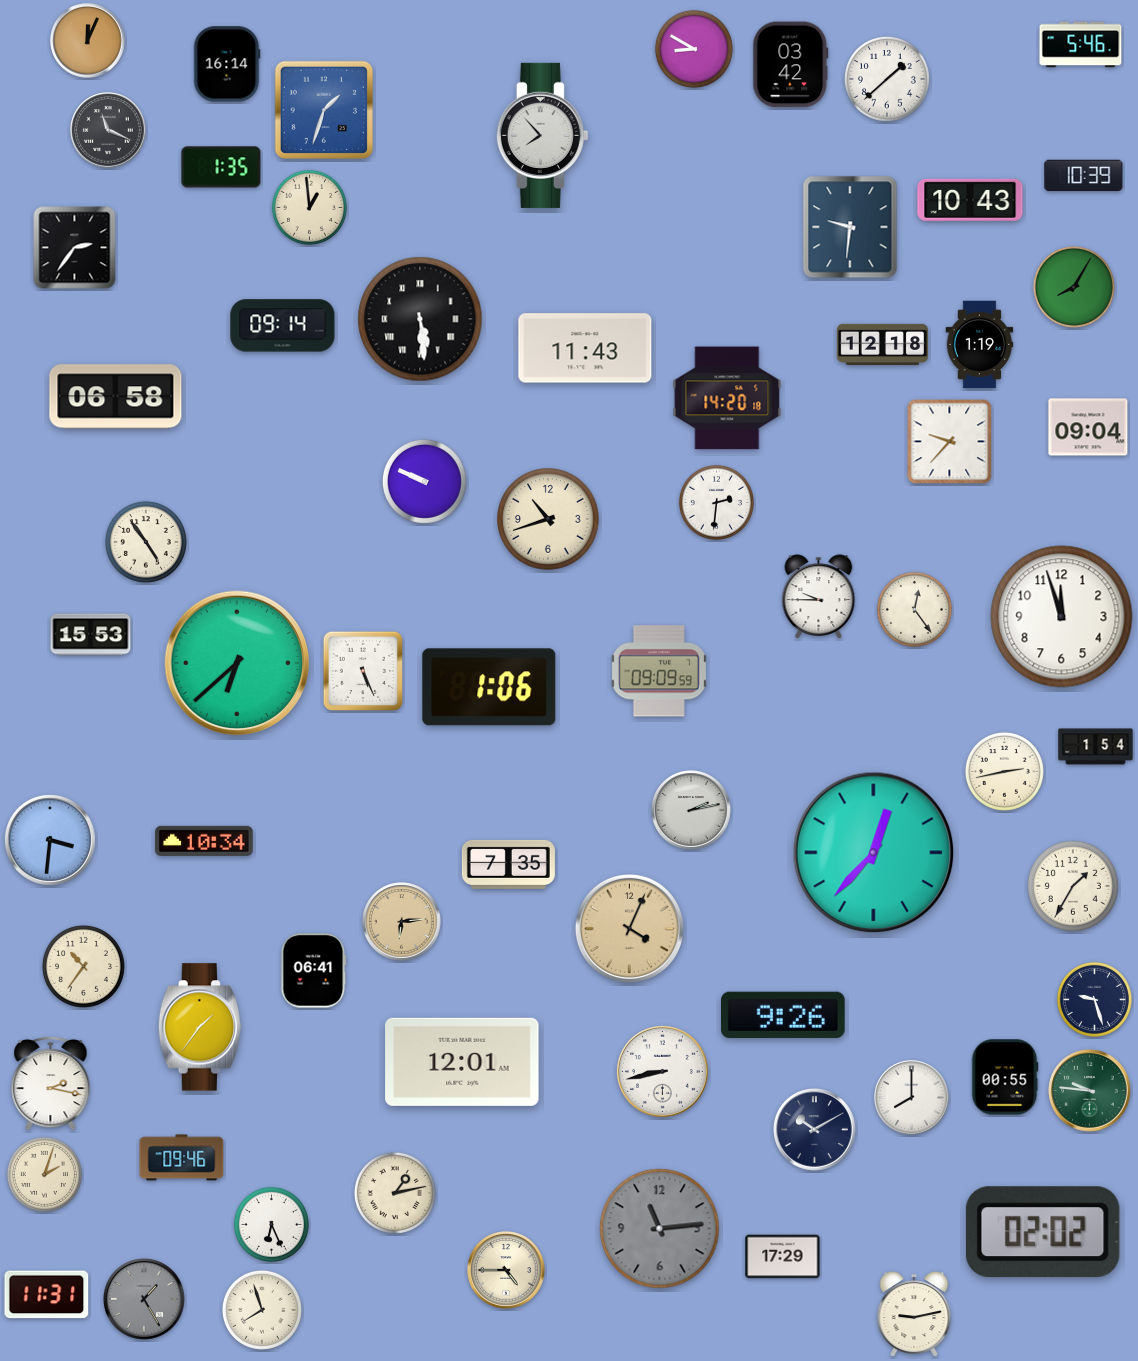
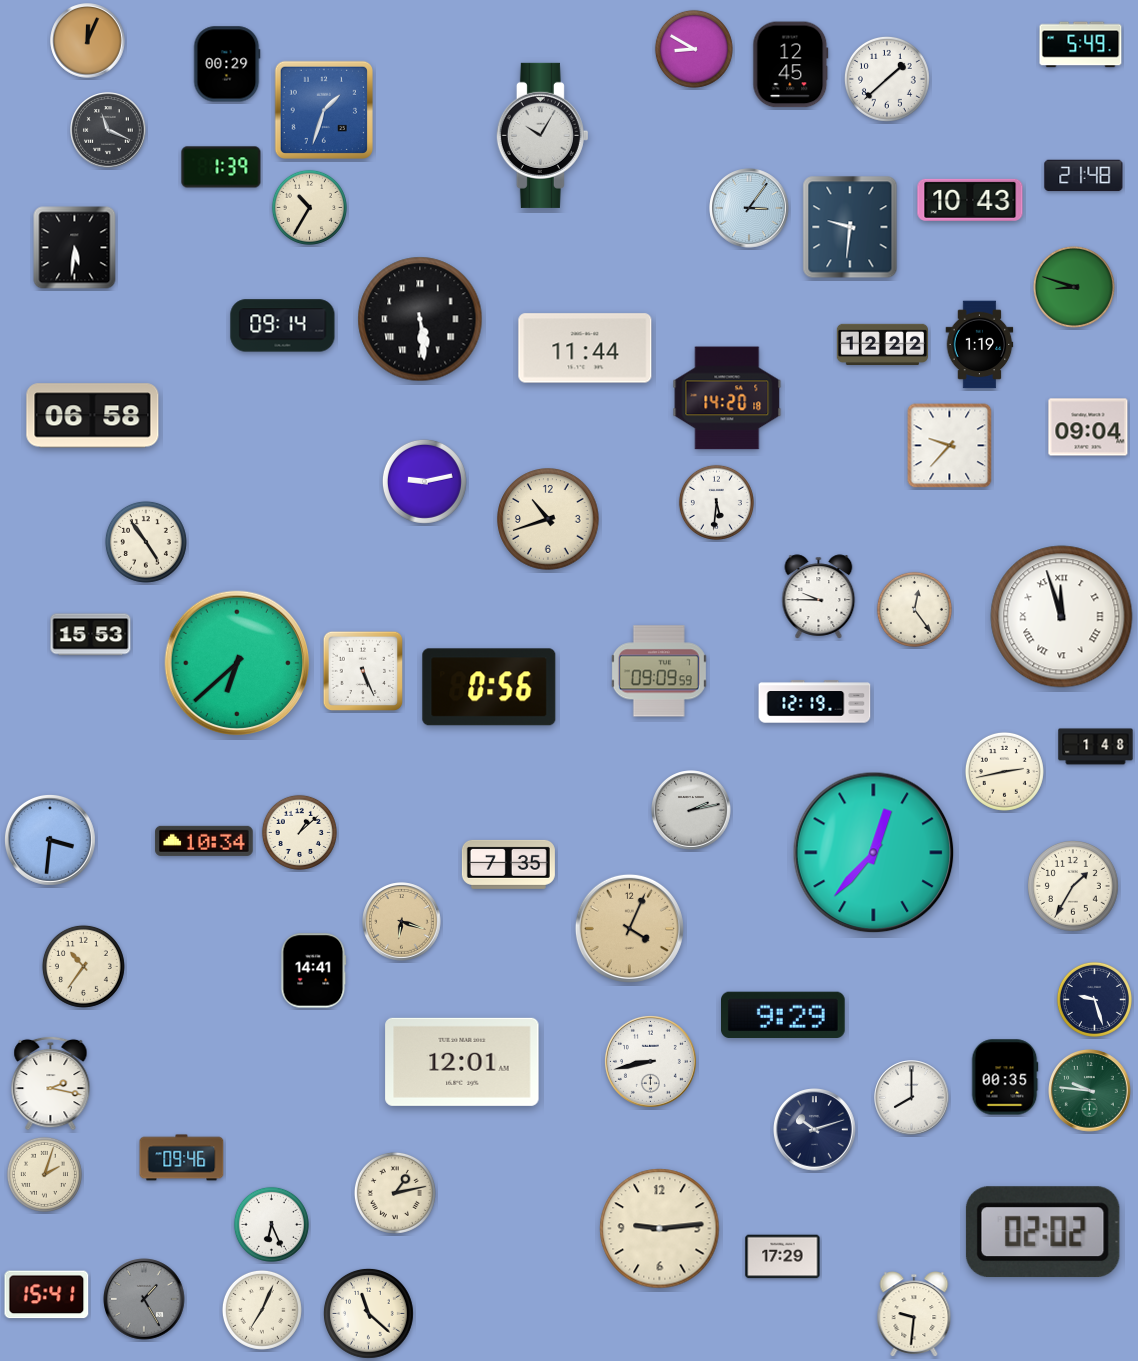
clock at (1081, 45): 5:46 -> 5:49
clock at (227, 64): 16:14 -> 00:29
clock at (791, 65): 03:42 -> 12:45
clock at (542, 135): 7:53 -> 10:05
clock at (221, 167): 1:35 -> 1:39
clock at (1084, 176): 10:39 -> 21:48
clock at (309, 207): 12:59 -> 10:35
clock at (749, 208): none -> 3:06
clock at (75, 248): 2:36 -> 5:31
clock at (1074, 287): 8:05 -> 8:48
clock at (882, 344): 12:18 -> 12:22
clock at (585, 348): 11:43 -> 11:44
clock at (116, 397) position: (116, 397) -> (93, 416)
clock at (950, 442) position: (950, 442) -> (950, 446)
clock at (424, 481): 9:49 -> 9:13
clock at (716, 502): 2:31 -> 5:31
clock at (1062, 617) numerals: Arabic -> Roman
clock at (489, 687): 1:06 -> 0:56
clock at (815, 702): none -> 12:19
clock at (1096, 747): 1:54 -> 1:48
clock at (299, 832): none -> 1:08
clock at (402, 922): 6:14 -> 6:18
clock at (314, 971): 06:41 -> 14:41
clock at (784, 1014): 9:26 -> 9:29
clock at (200, 1027): 1:36 -> none
clock at (662, 1071) position: (662, 1071) -> (650, 1061)
clock at (1005, 1077): 00:55 -> 00:35
clock at (815, 1130): 10:10 -> 10:12
clock at (660, 1229): 11:14 -> 9:14
clock at (660, 1229) dial: grey -> cream
clock at (506, 1270): 4:45 -> none
clock at (47, 1295): 11:31 -> 15:41
clock at (262, 1310): 7:57 -> 7:04
clock at (369, 1314): none -> 11:22
clock at (914, 1314): 9:13 -> 9:31
